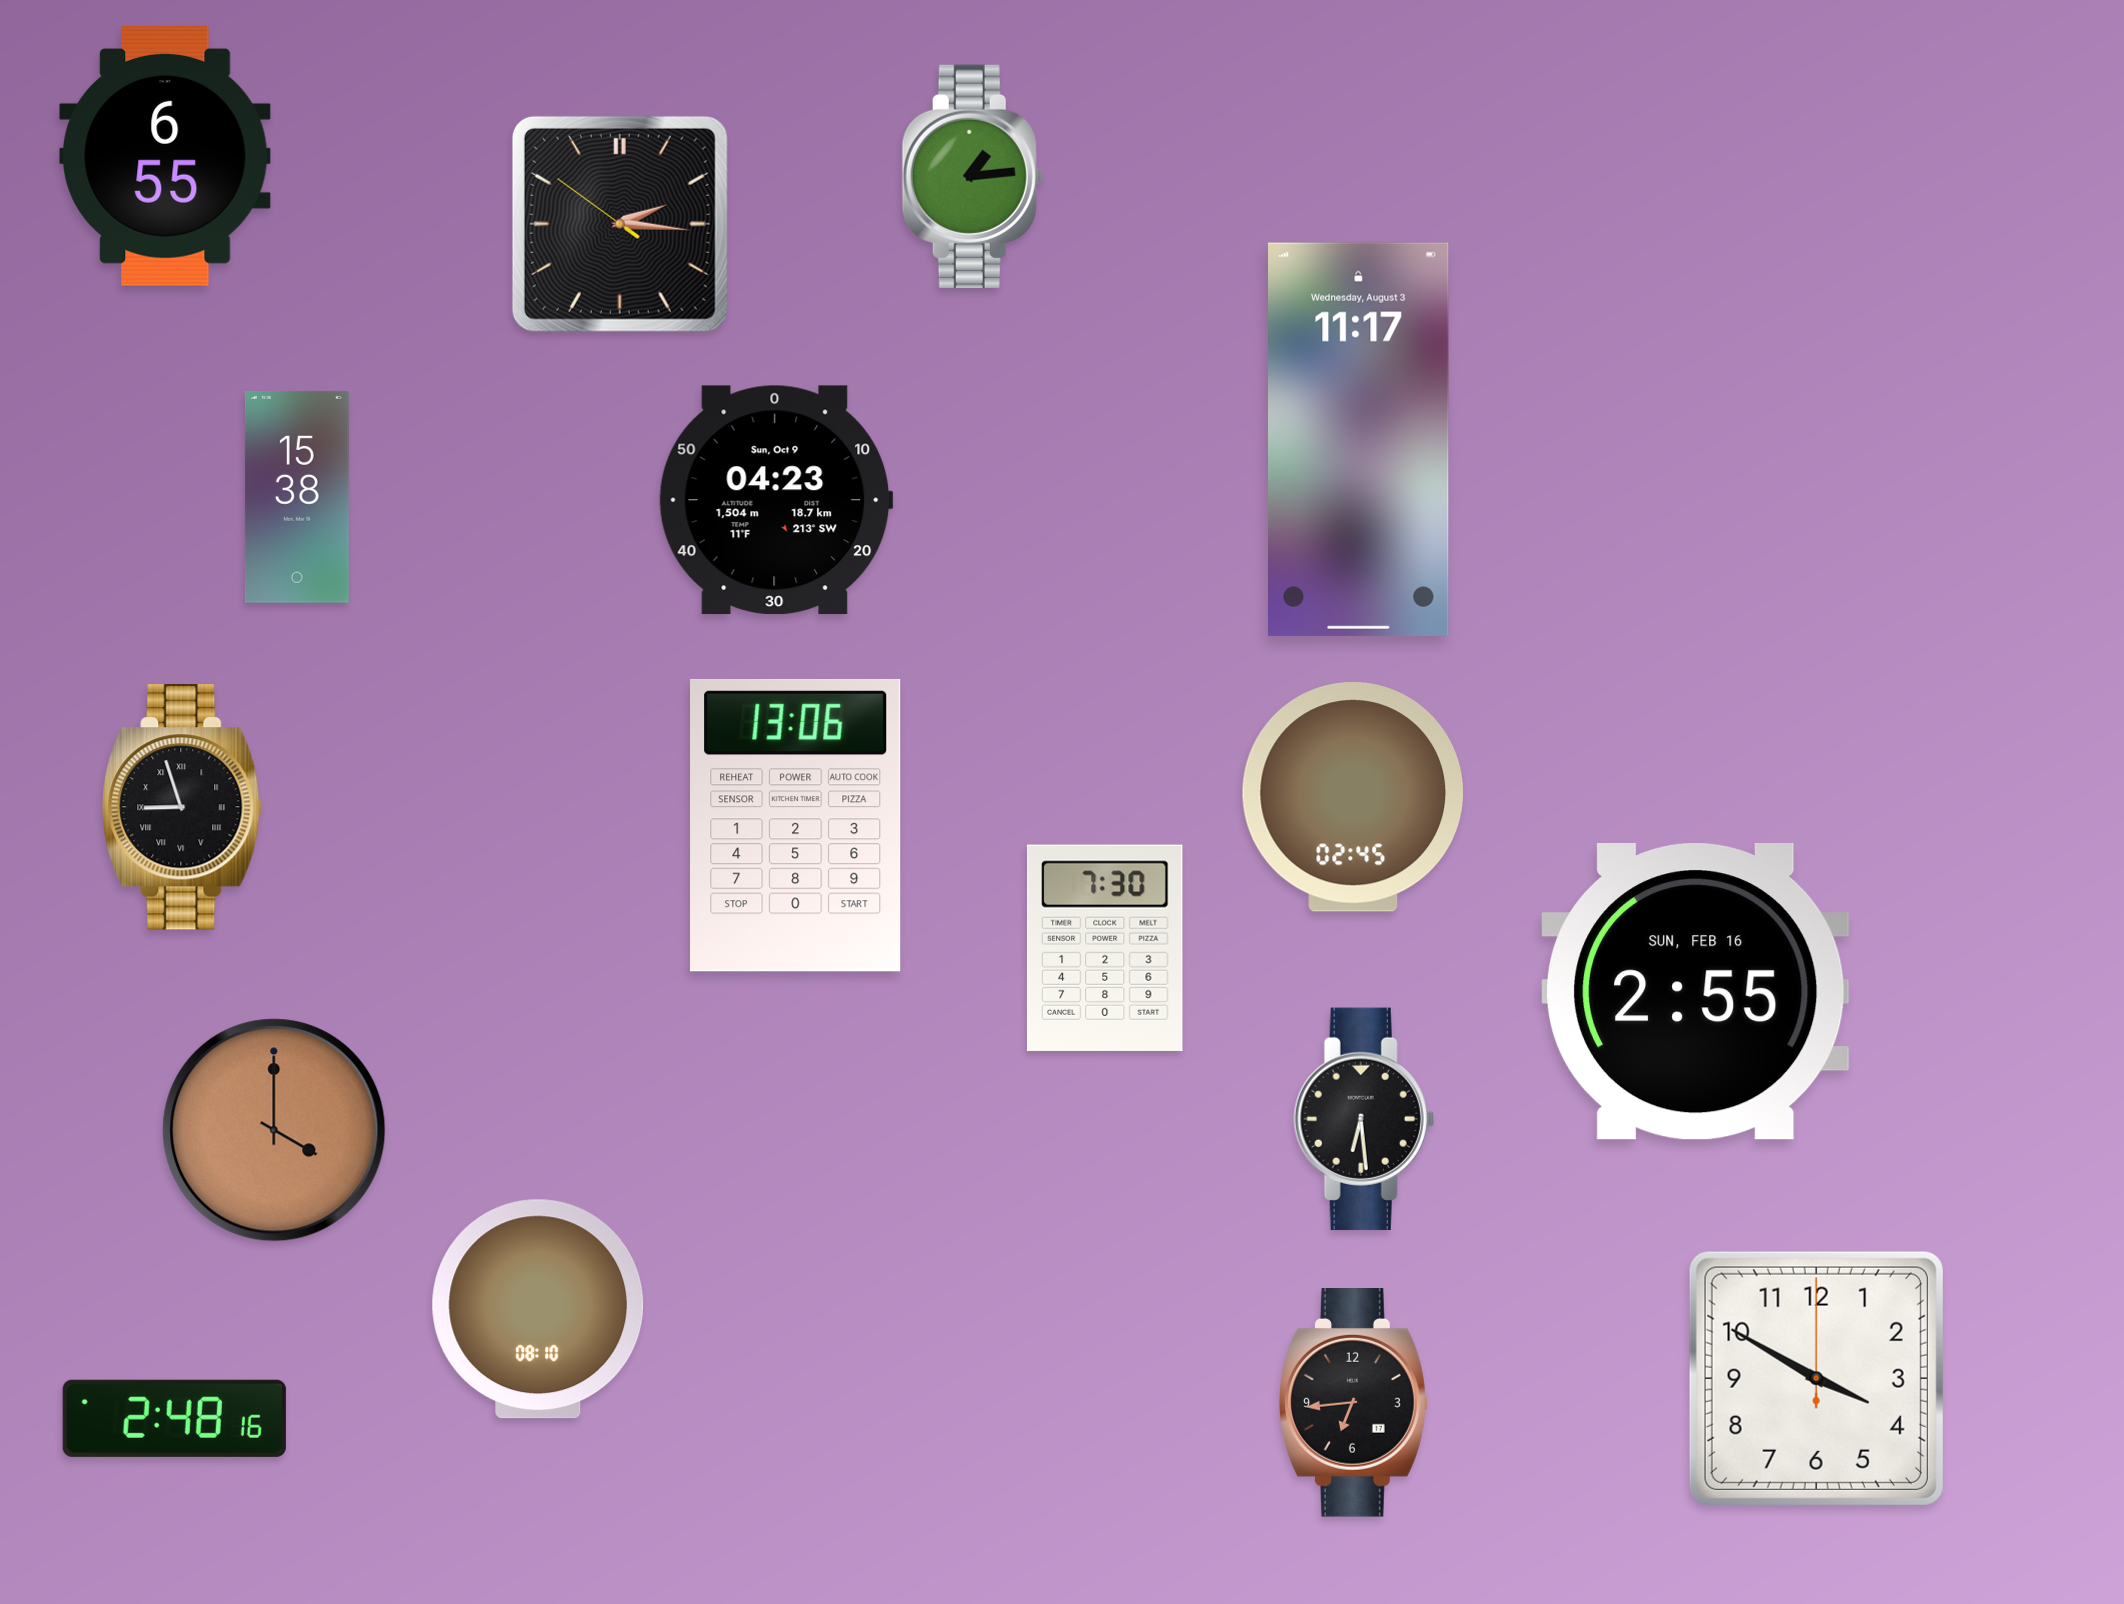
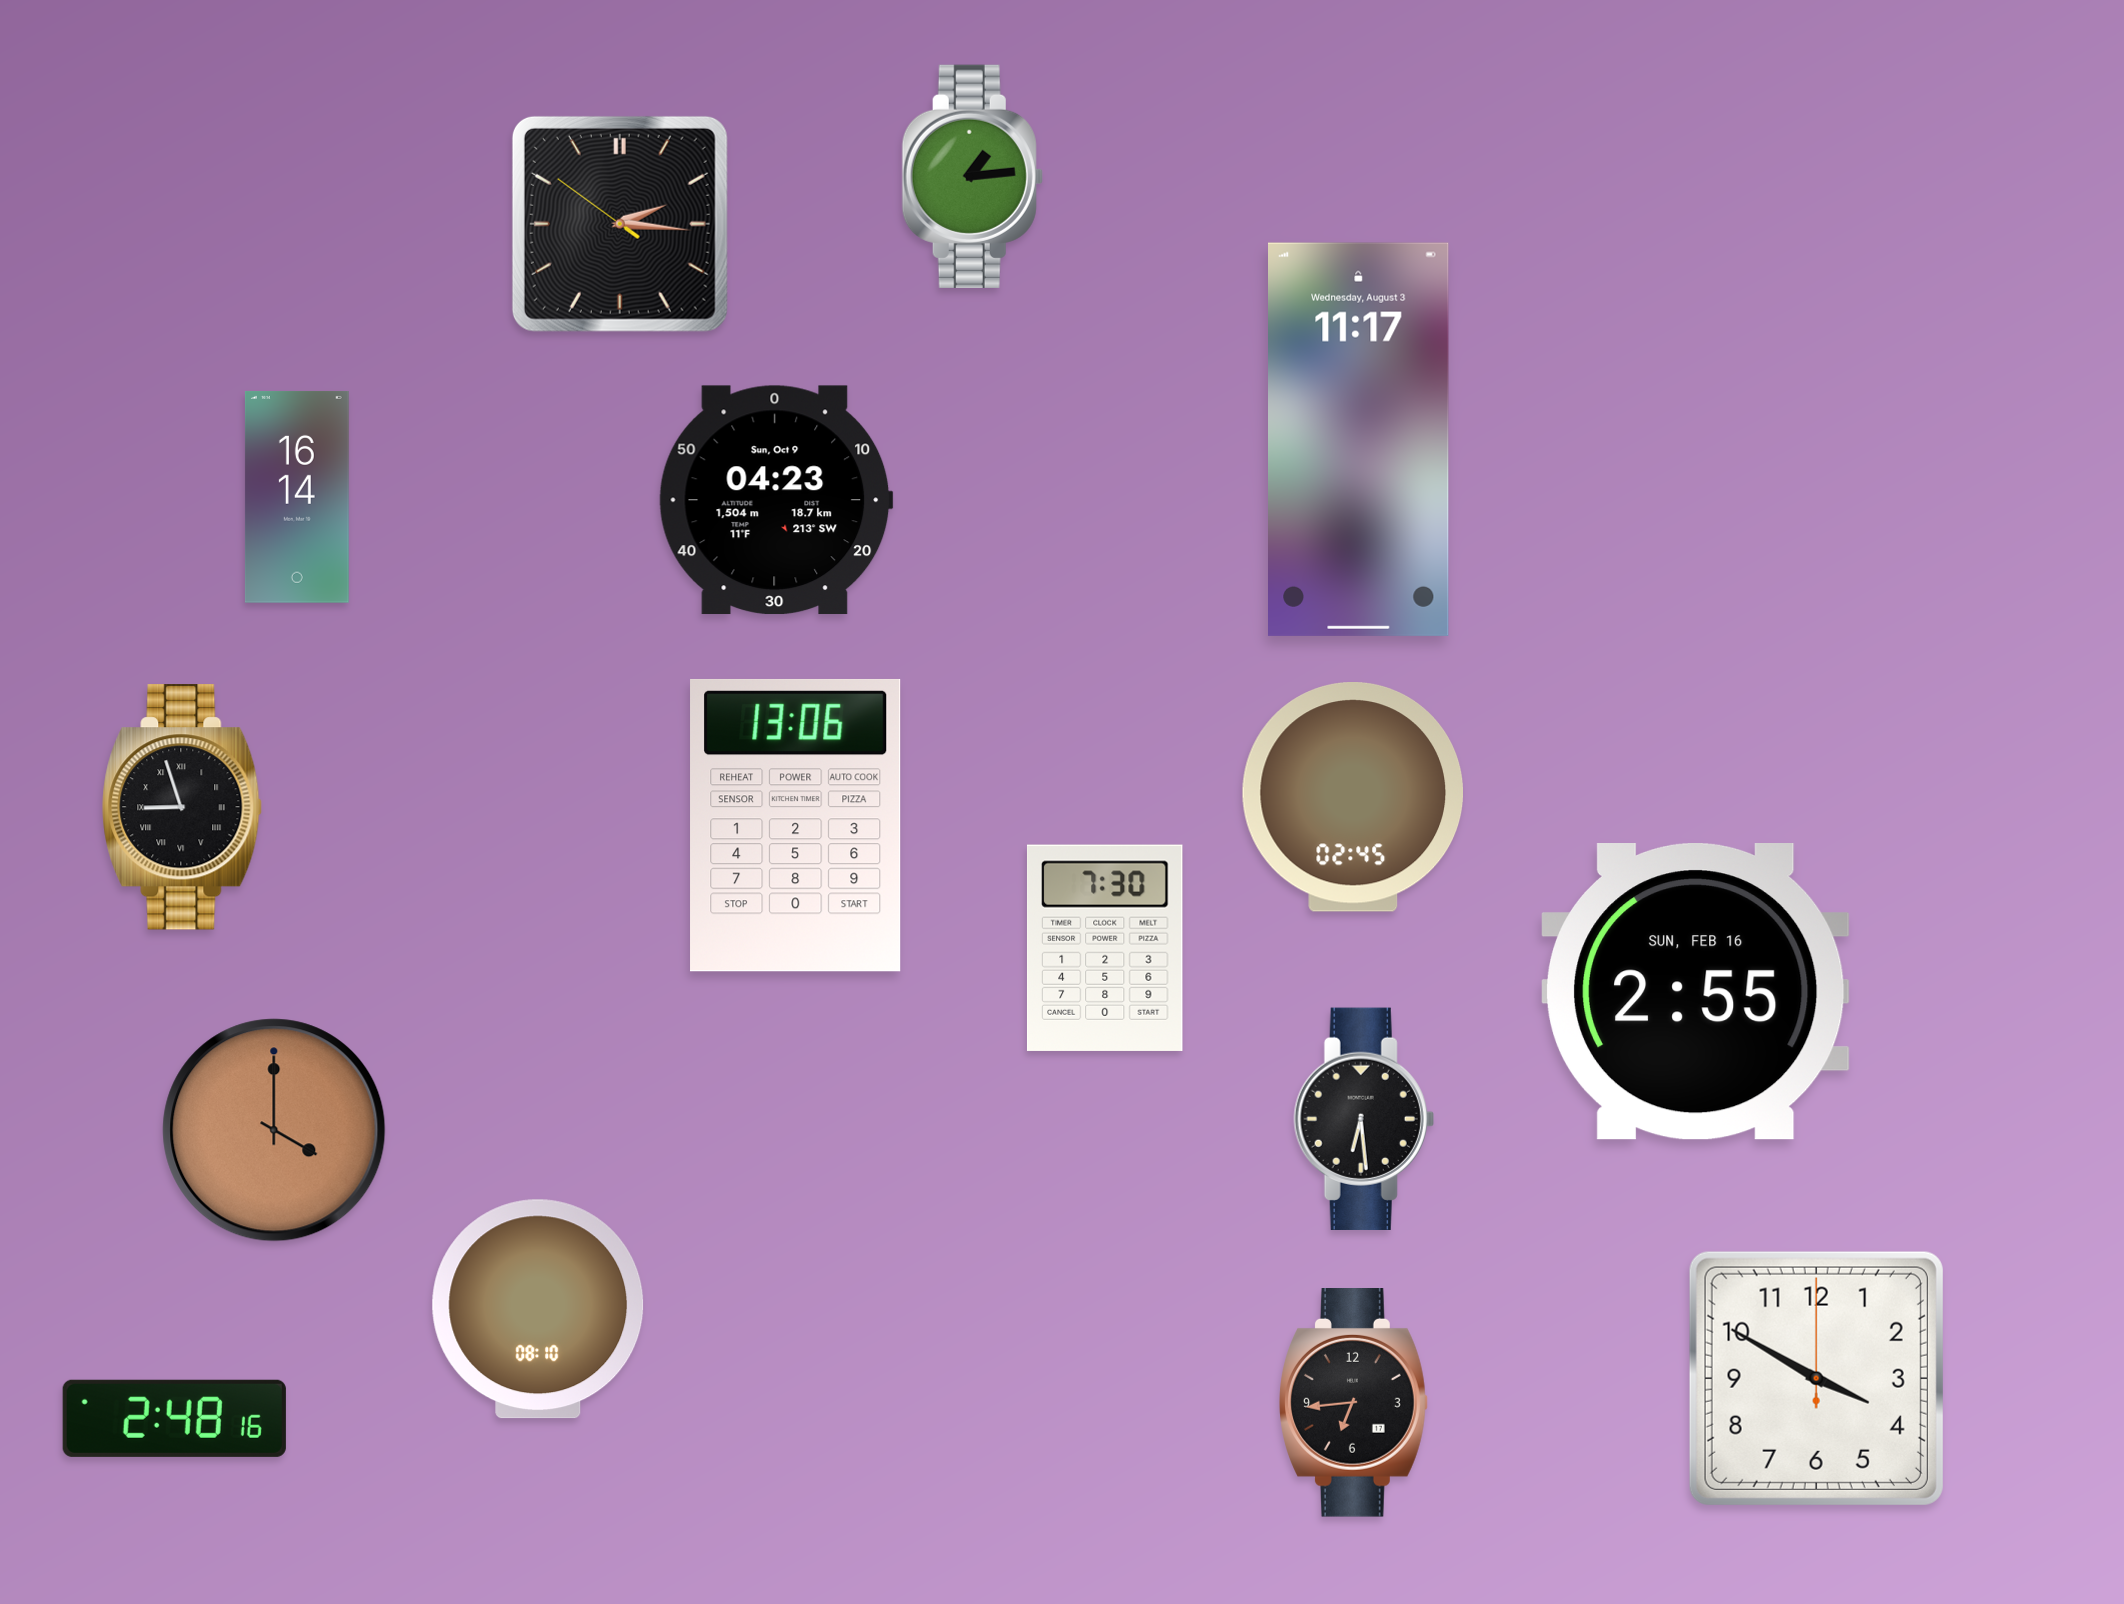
clock at (165, 156): 6:55 -> none
clock at (297, 497): 15:38 -> 16:14
